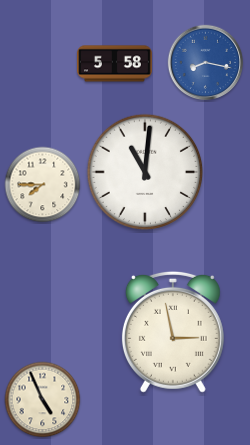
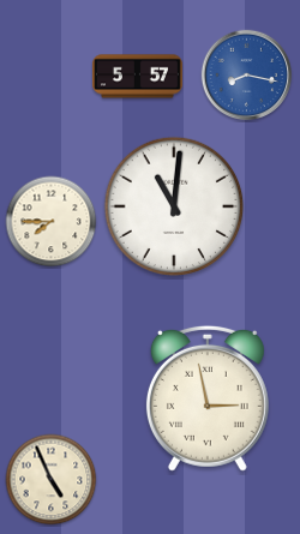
clock at (115, 64): 5:58 -> 5:57
